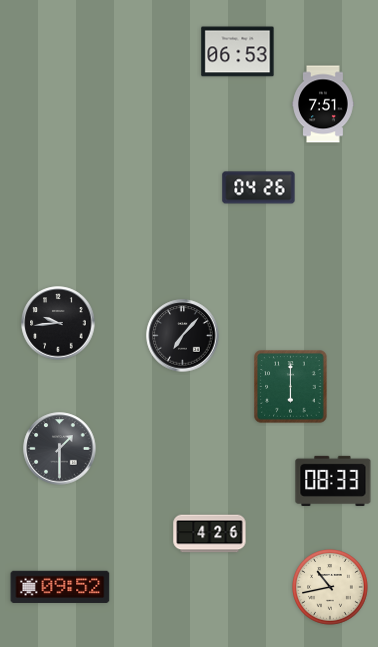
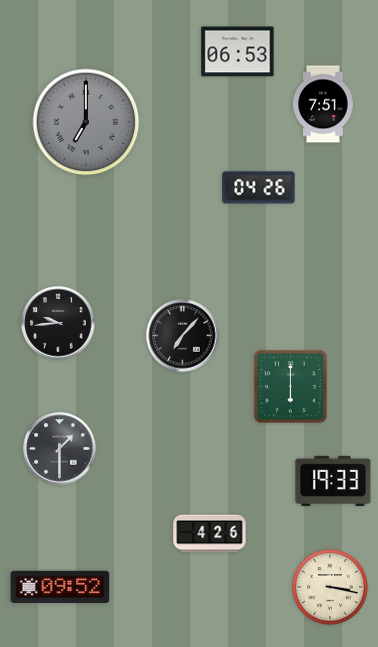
clock at (86, 122): none -> 7:00
clock at (333, 481): 08:33 -> 19:33
clock at (330, 587): 10:43 -> 3:17
